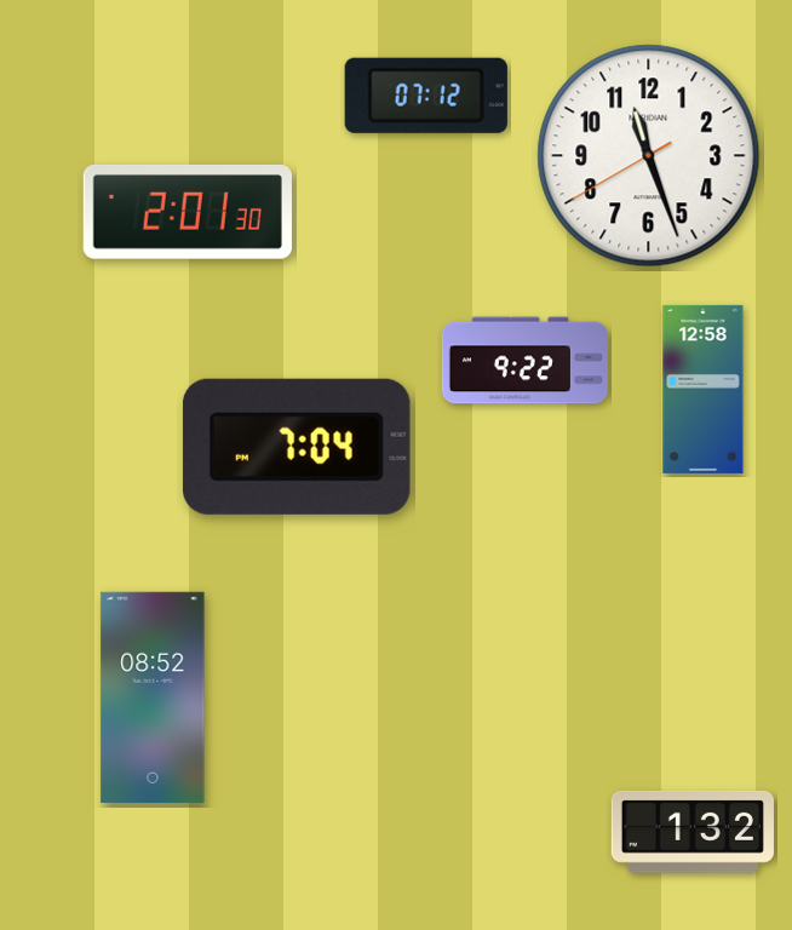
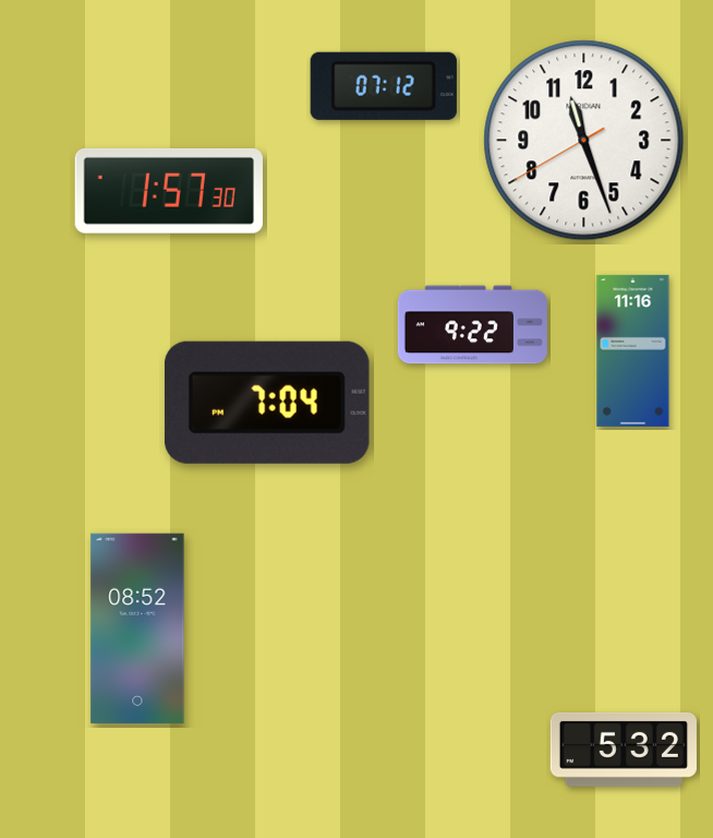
clock at (188, 212): 2:01 -> 1:57
clock at (704, 389): 12:58 -> 11:16
clock at (693, 832): 1:32 -> 5:32
